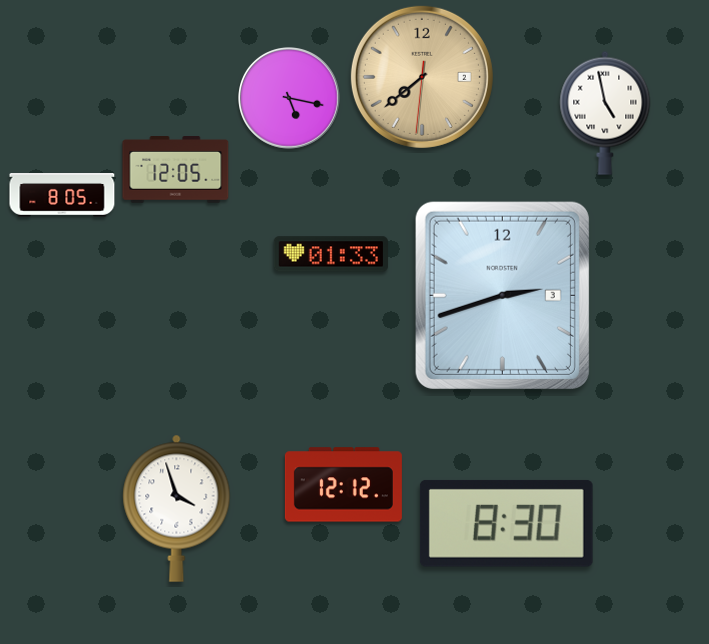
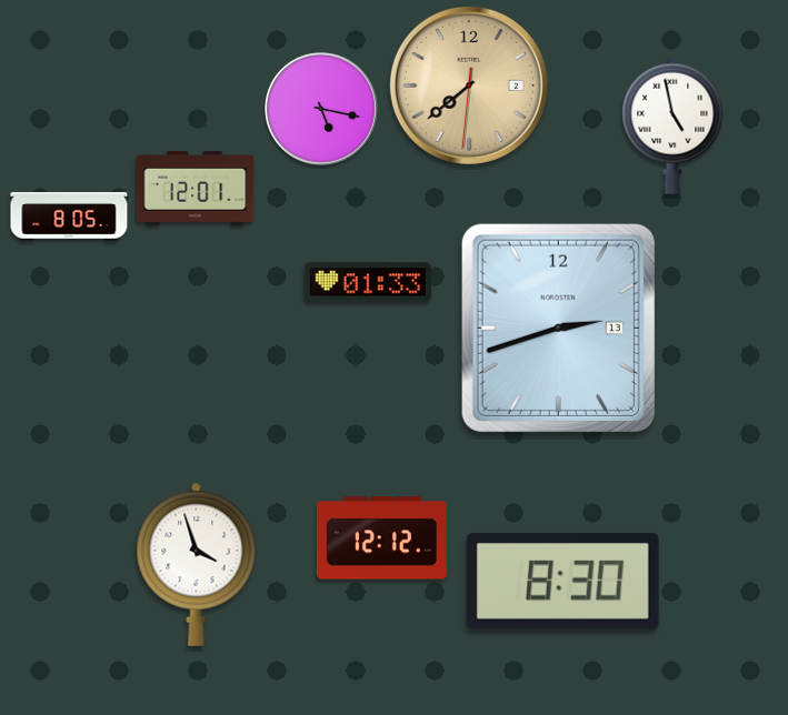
clock at (176, 170): 12:05 -> 12:01
clock at (502, 295) date: 3 -> 13
